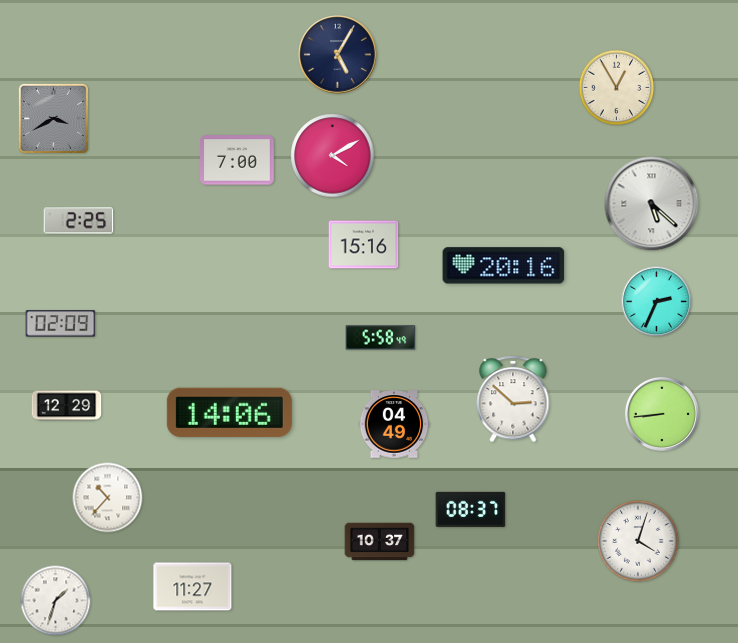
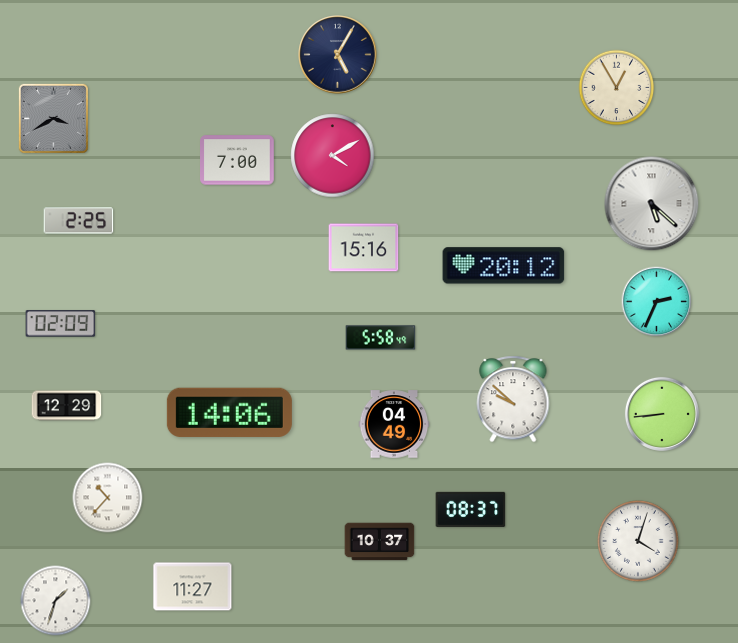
clock at (364, 245) position: (364, 245) -> (364, 248)
clock at (504, 266): 20:16 -> 20:12
clock at (513, 399): 2:52 -> 9:52
